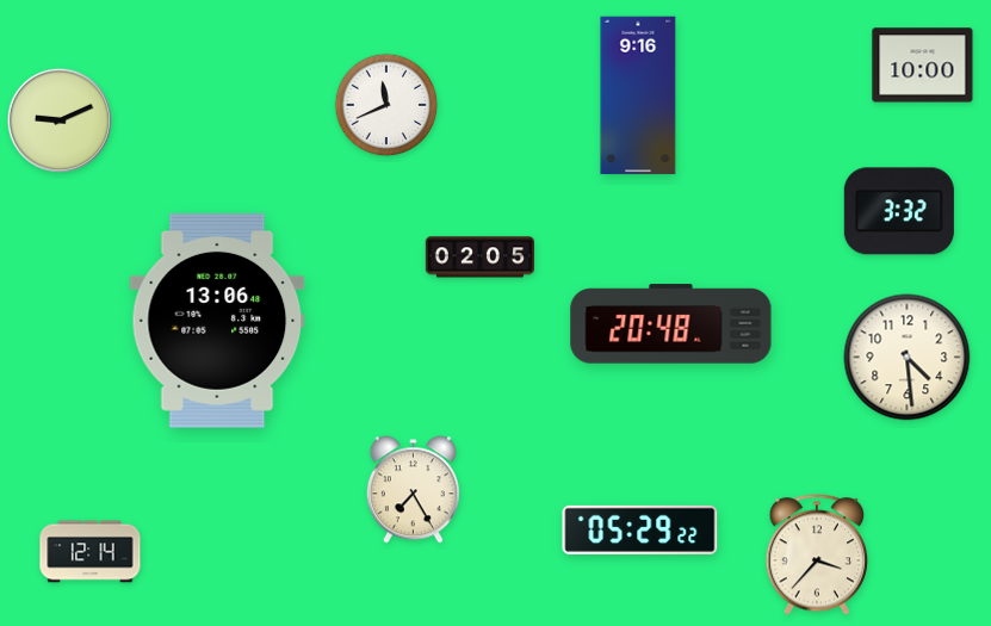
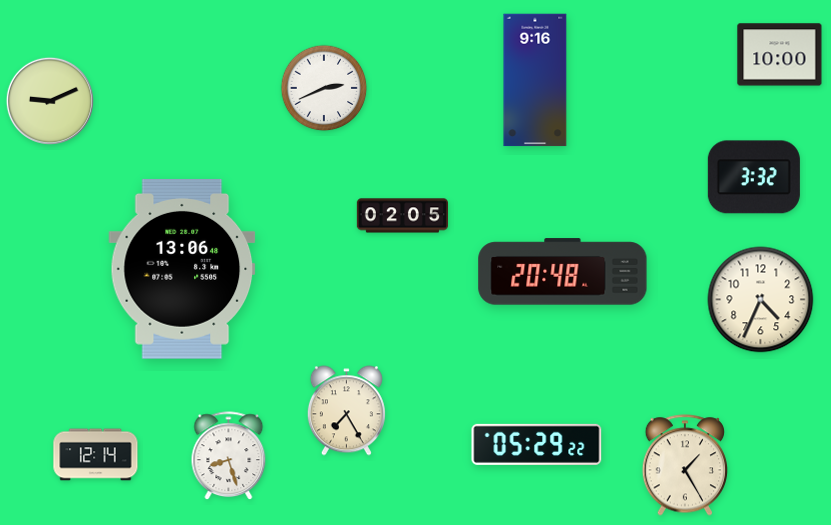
clock at (923, 66) position: (923, 66) -> (780, 55)
clock at (386, 105): 11:41 -> 2:41
clock at (908, 358): 4:29 -> 4:34
clock at (229, 456): none -> 8:27
clock at (91, 552) position: (91, 552) -> (96, 455)
clock at (816, 554): 3:37 -> 1:25
